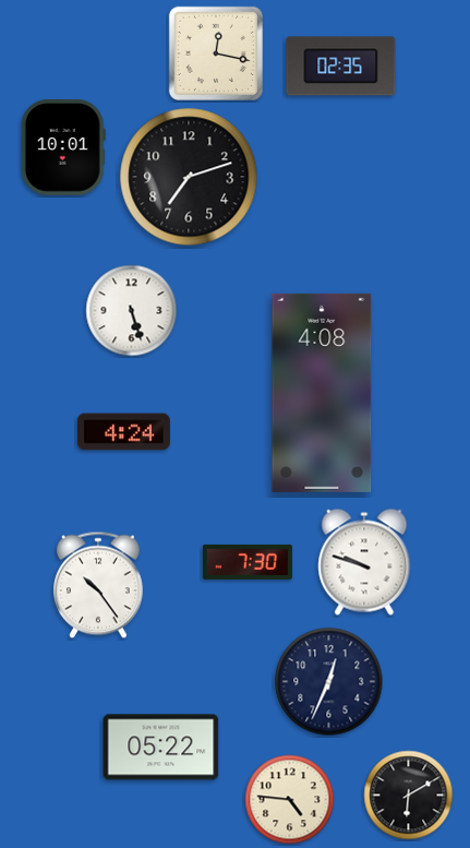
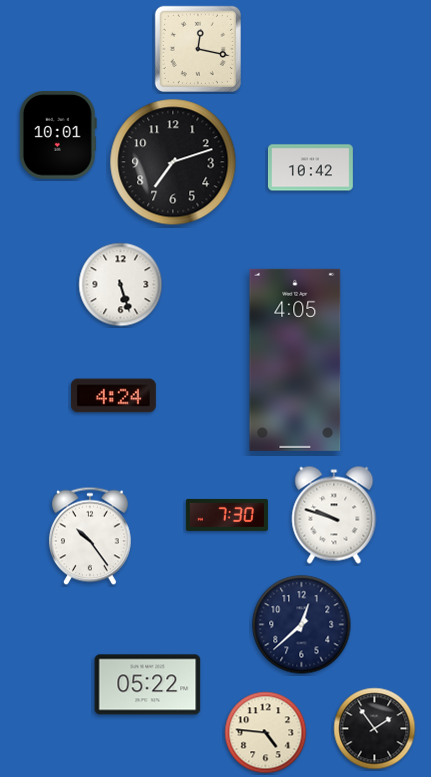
clock at (341, 67): 02:35 -> none
clock at (310, 168): none -> 10:42
clock at (322, 393): 4:08 -> 4:05
clock at (329, 682): 12:34 -> 12:38
clock at (409, 796): 6:10 -> 1:54
